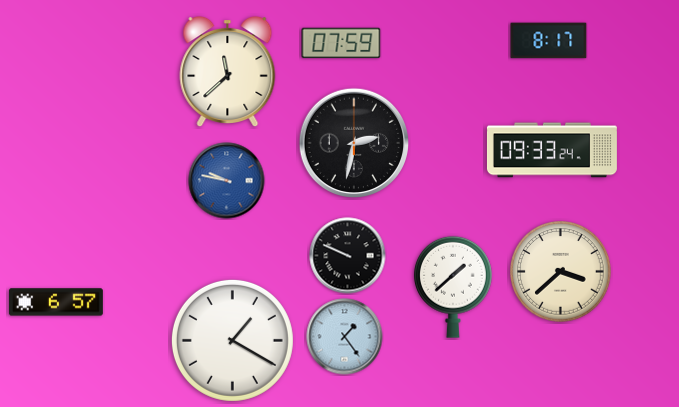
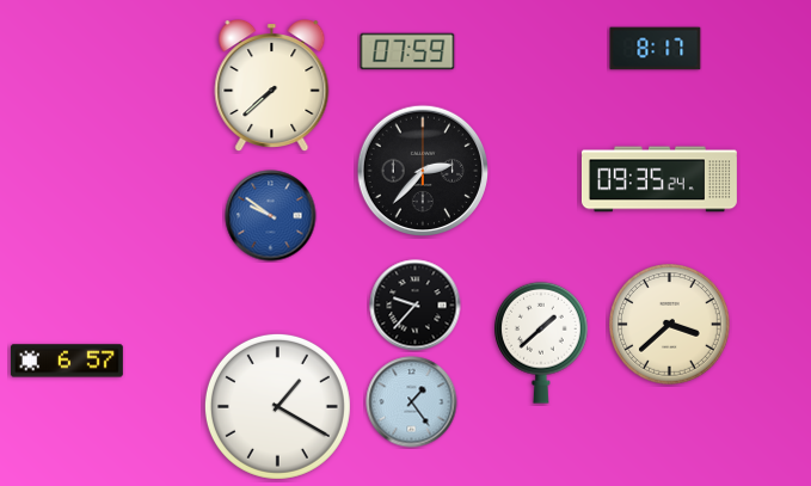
clock at (228, 72): 11:38 -> 7:38
clock at (353, 142): 2:32 -> 2:37
clock at (552, 150): 09:33 -> 09:35
clock at (227, 181): 9:47 -> 9:51
clock at (348, 256): 9:49 -> 9:37
